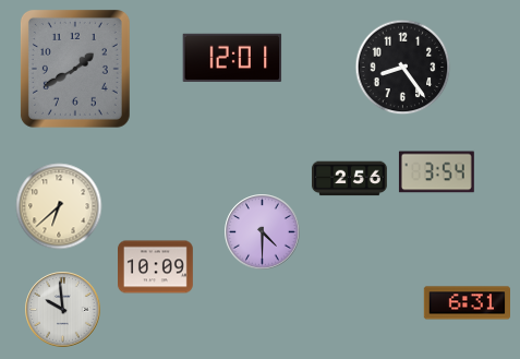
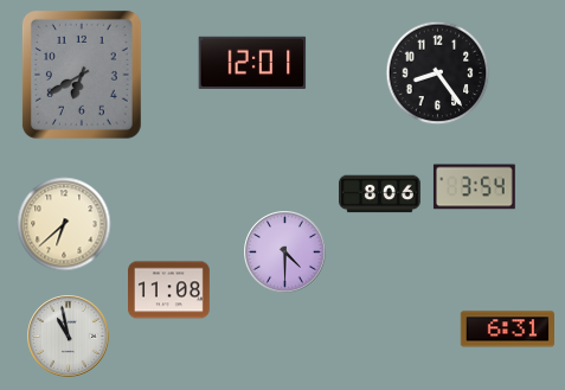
clock at (75, 69): 1:40 -> 6:40
clock at (350, 179): 2:56 -> 8:06
clock at (156, 267): 10:09 -> 11:08
clock at (63, 310): 9:59 -> 10:58
